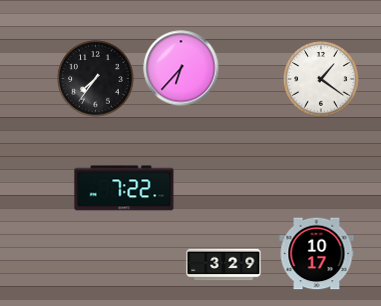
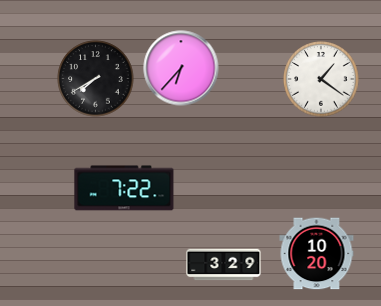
clock at (96, 79): 7:36 -> 7:40
clock at (317, 254): 10:17 -> 10:20
